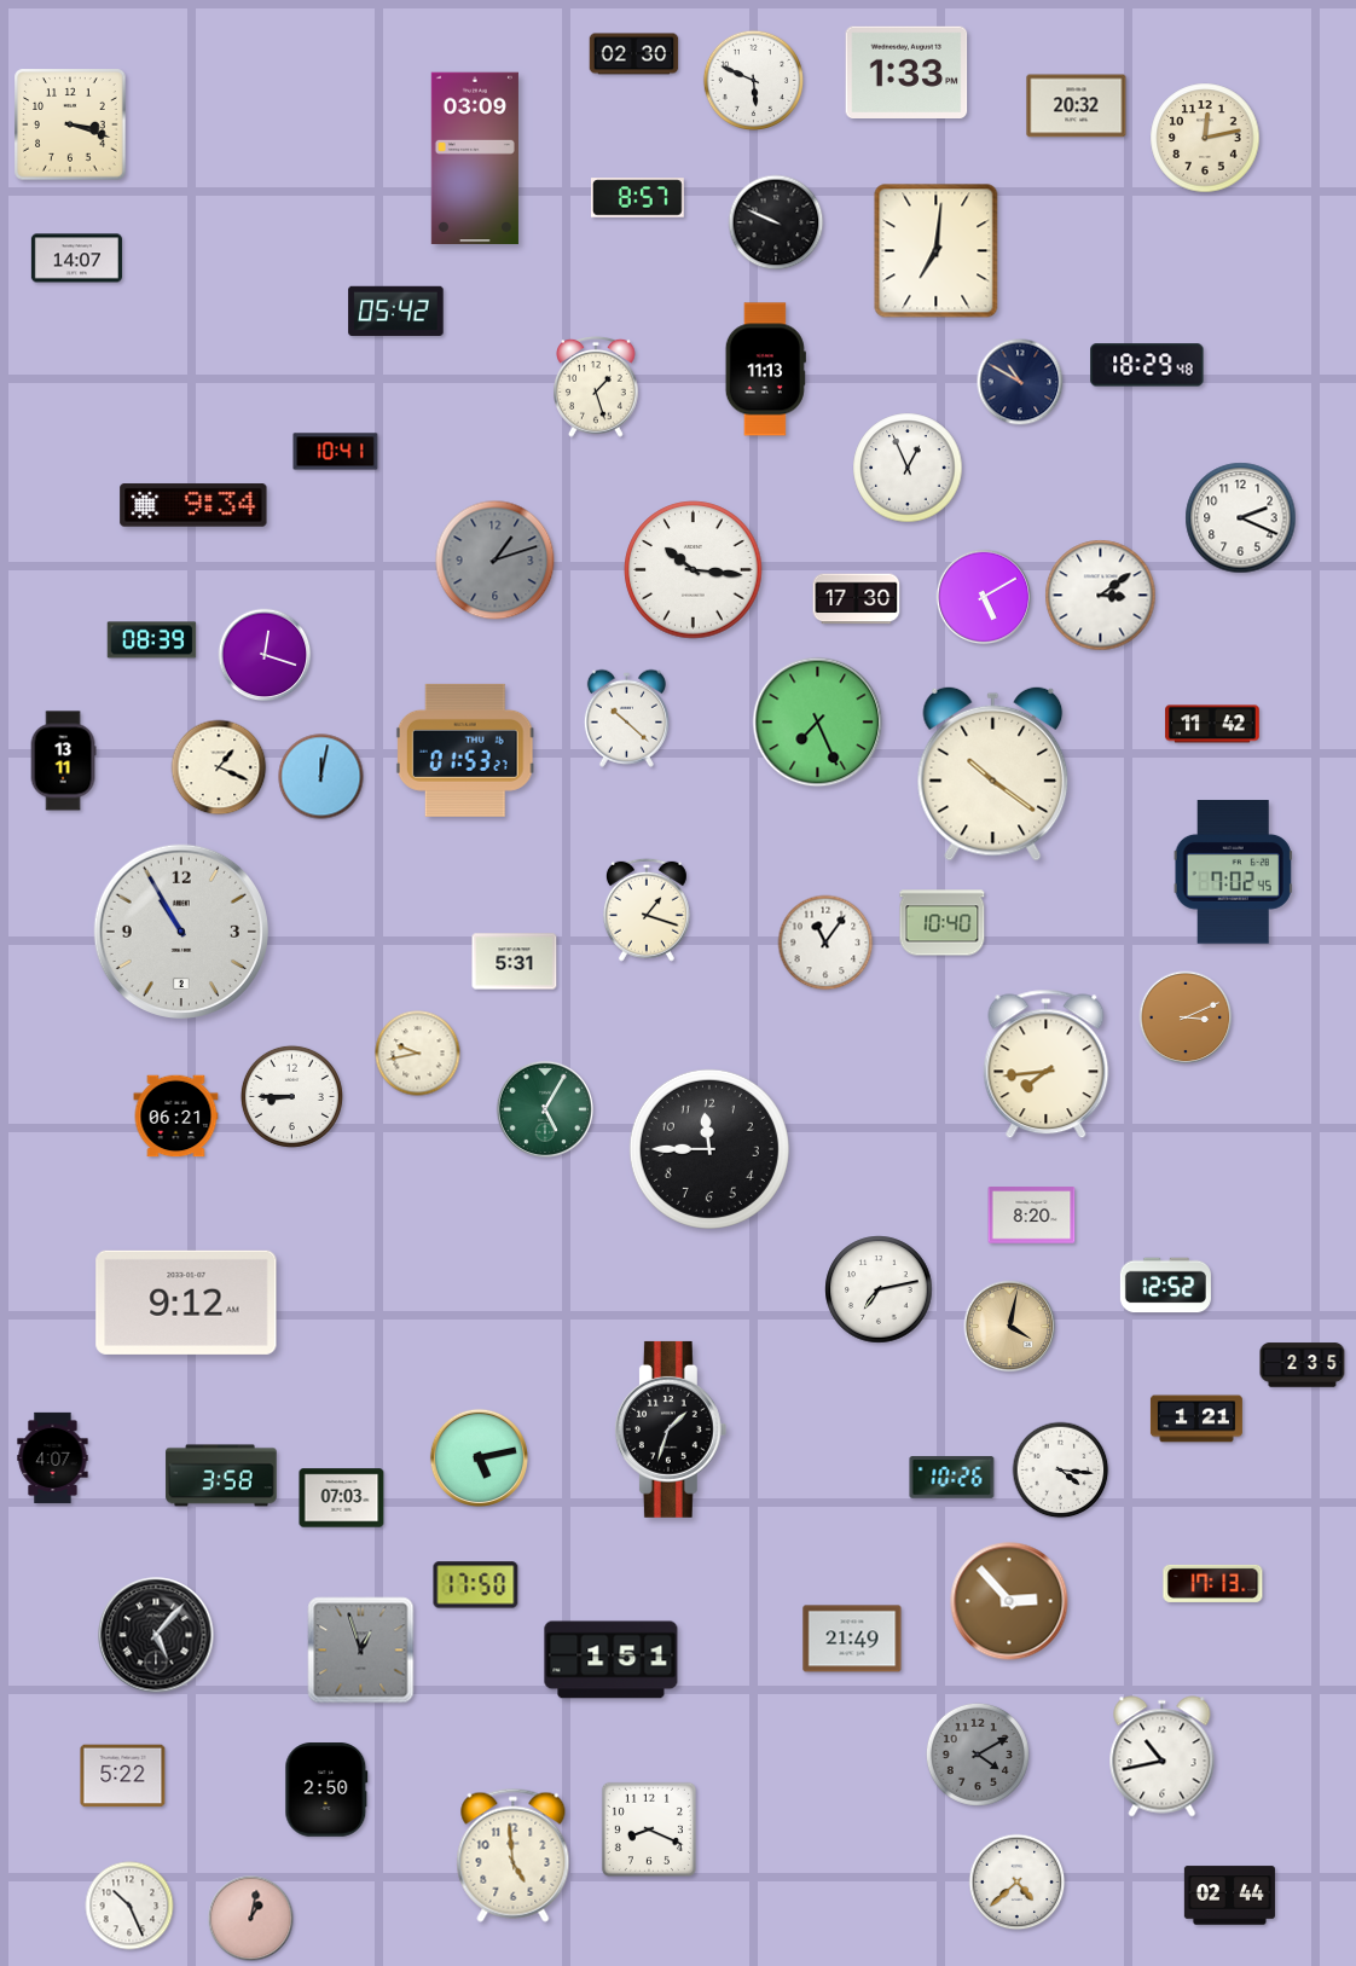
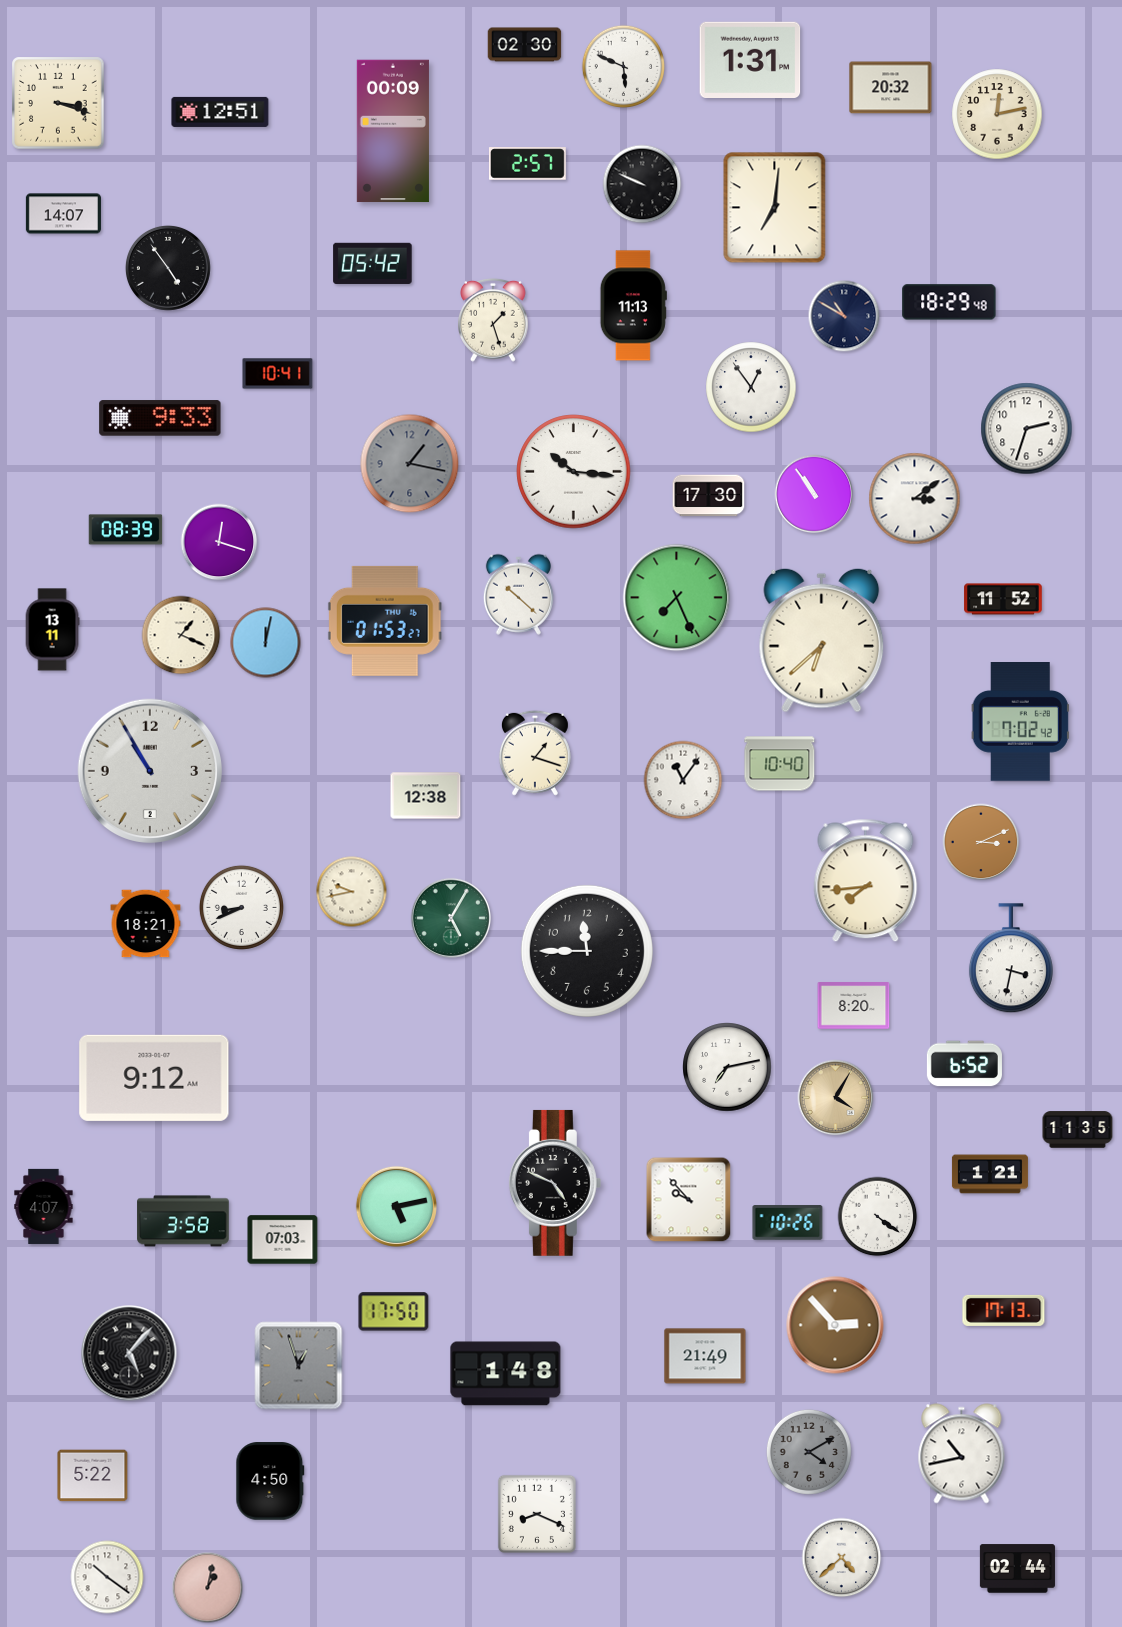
clock at (906, 71): 1:33 -> 1:31
clock at (220, 112): none -> 12:51
clock at (475, 158): 03:09 -> 00:09
clock at (637, 198): 8:57 -> 2:57
clock at (396, 311) position: (396, 311) -> (373, 263)
clock at (168, 268): none -> 4:54
clock at (908, 468): 12:56 -> 12:54
clock at (193, 505): 9:34 -> 9:33
clock at (1241, 518): 2:19 -> 2:33
clock at (496, 561): 1:12 -> 1:17
clock at (1101, 596) position: (1101, 596) -> (915, 499)
clock at (984, 597): 5:10 -> 10:54
clock at (1212, 724): 11:42 -> 11:52
clock at (993, 773): 10:21 -> 6:38
clock at (1233, 872): 7:02:45 -> 7:02:42
clock at (515, 962): 5:31 -> 12:38
clock at (418, 1054) position: (418, 1054) -> (352, 892)
clock at (291, 1096): 8:45 -> 8:41
clock at (176, 1117): 06:21 -> 18:21
clock at (1011, 959): none -> 3:32
clock at (1165, 1286): 12:52 -> 6:52
clock at (1010, 1327): 4:02 -> 4:05
clock at (1303, 1365): 2:35 -> 11:35
clock at (671, 1429): 1:33 -> 4:49
clock at (689, 1200): none -> 9:53
clock at (1061, 1471): 4:16 -> 4:21
clock at (612, 1660): 1:51 -> 1:48
clock at (123, 1776) position: (123, 1776) -> (93, 1476)
clock at (326, 1790): 2:50 -> 4:50
clock at (514, 1855): 4:59 -> none
clock at (129, 1906): 10:26 -> 10:21
